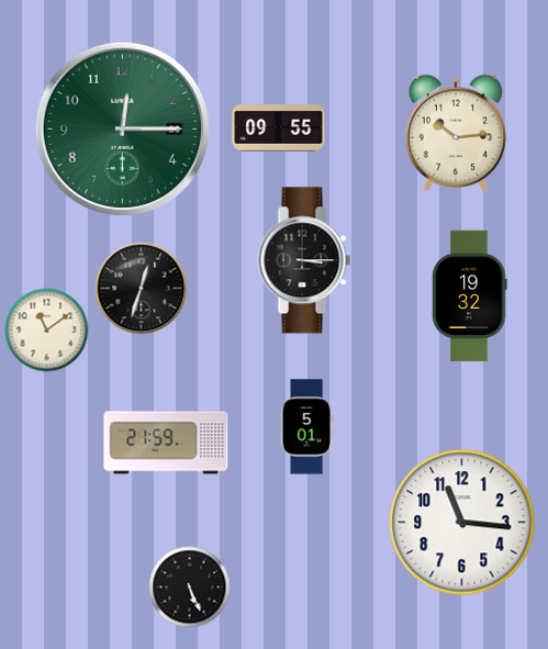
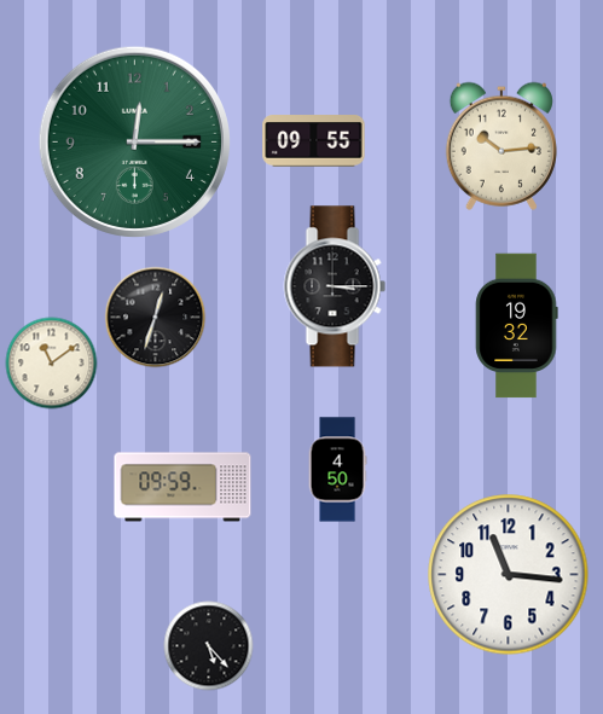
clock at (279, 128) position: (279, 128) -> (314, 141)
clock at (306, 427): 5:01 -> 4:50
clock at (166, 443): 21:59 -> 09:59
clock at (190, 588): 5:26 -> 5:23
